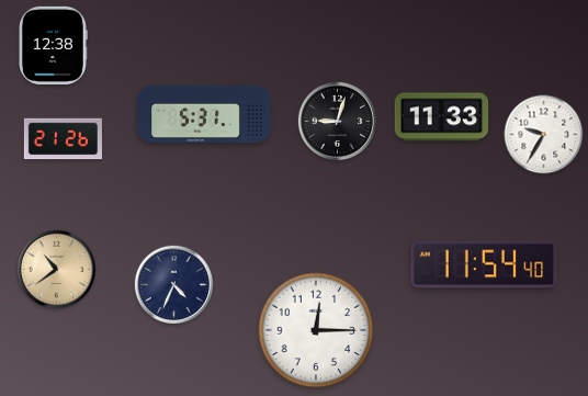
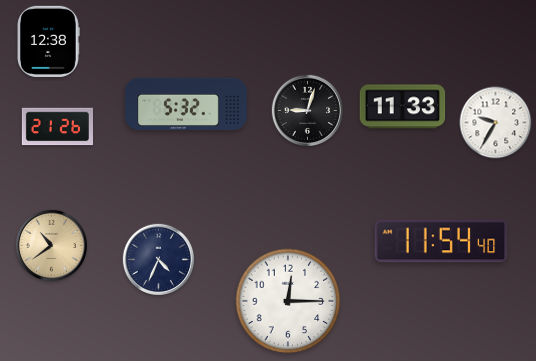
clock at (205, 114): 5:31 -> 5:32
